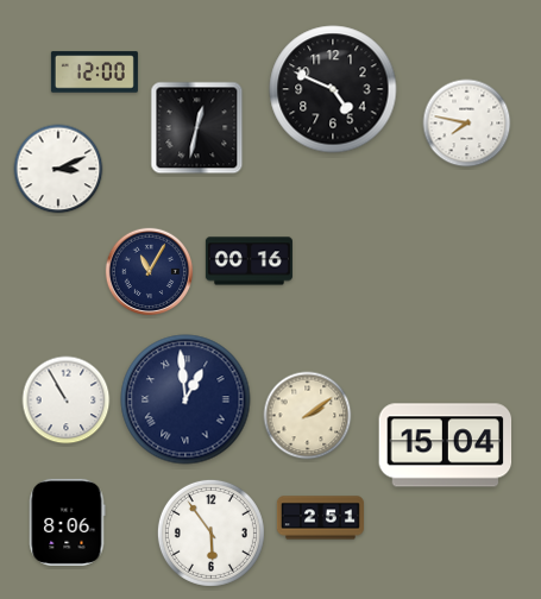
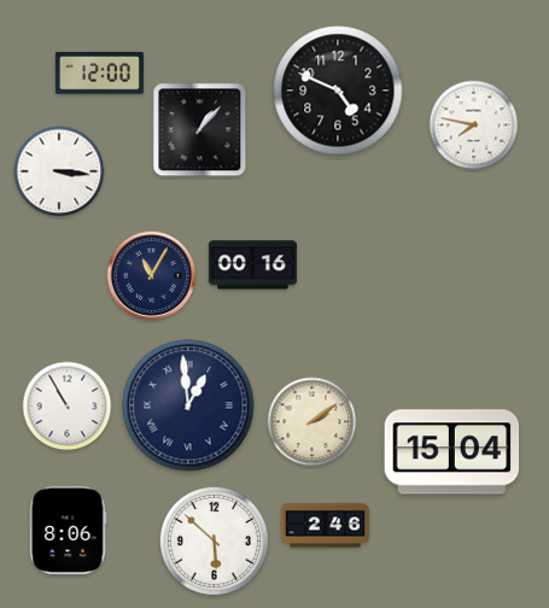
clock at (94, 72) position: (94, 72) -> (99, 74)
clock at (197, 128): 12:32 -> 1:07
clock at (58, 169): 3:11 -> 3:16
clock at (320, 518): 2:51 -> 2:46
clock at (210, 532): 5:54 -> 5:52
